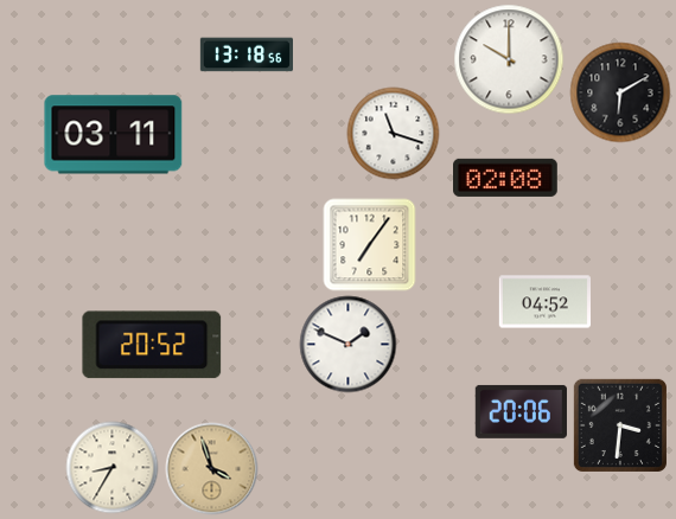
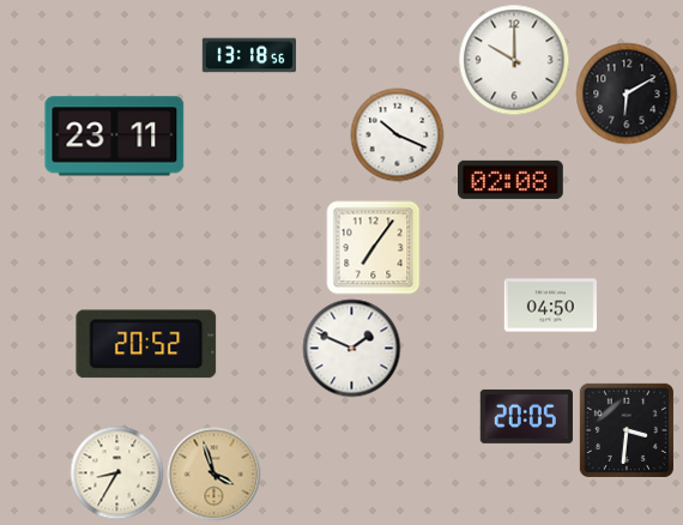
clock at (393, 133): 11:18 -> 10:19
clock at (114, 135): 03:11 -> 23:11
clock at (544, 302): 04:52 -> 04:50
clock at (152, 345) position: (152, 345) -> (146, 344)
clock at (521, 411): 20:06 -> 20:05
clock at (111, 467) position: (111, 467) -> (116, 472)
